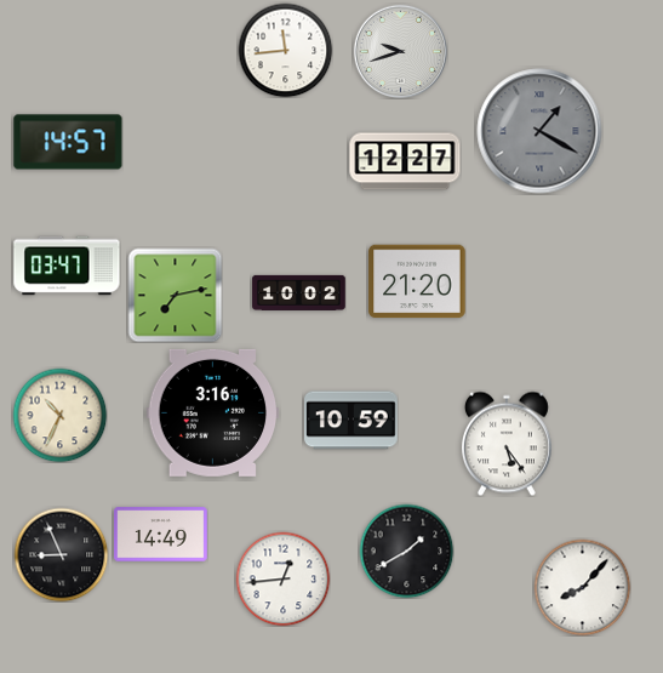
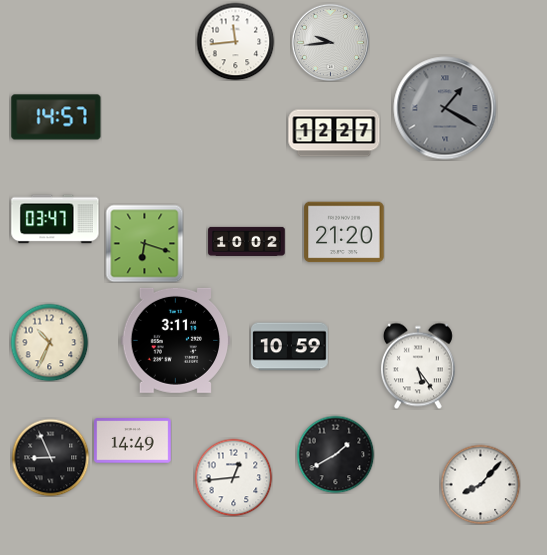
clock at (400, 51): 9:42 -> 9:44
clock at (175, 295): 7:13 -> 6:18
clock at (213, 412): 3:16 -> 3:11
